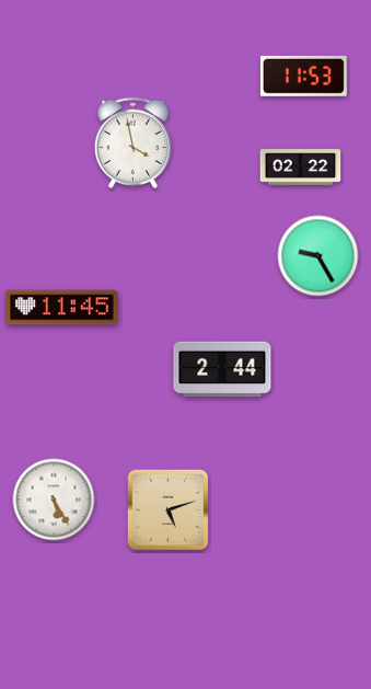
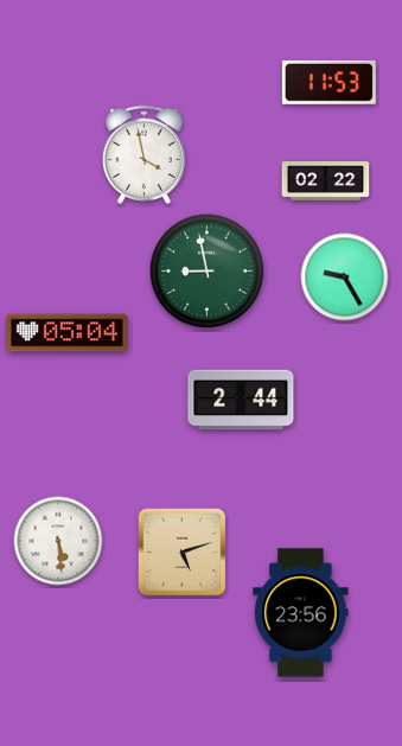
clock at (208, 272): none -> 8:58
clock at (62, 308): 11:45 -> 05:04
clock at (54, 499): 5:25 -> 5:29
clock at (301, 613): none -> 23:56
